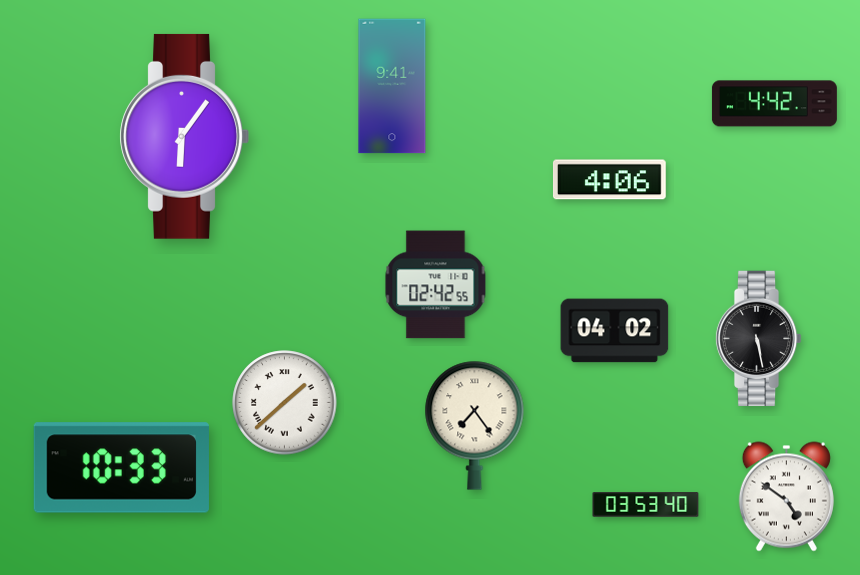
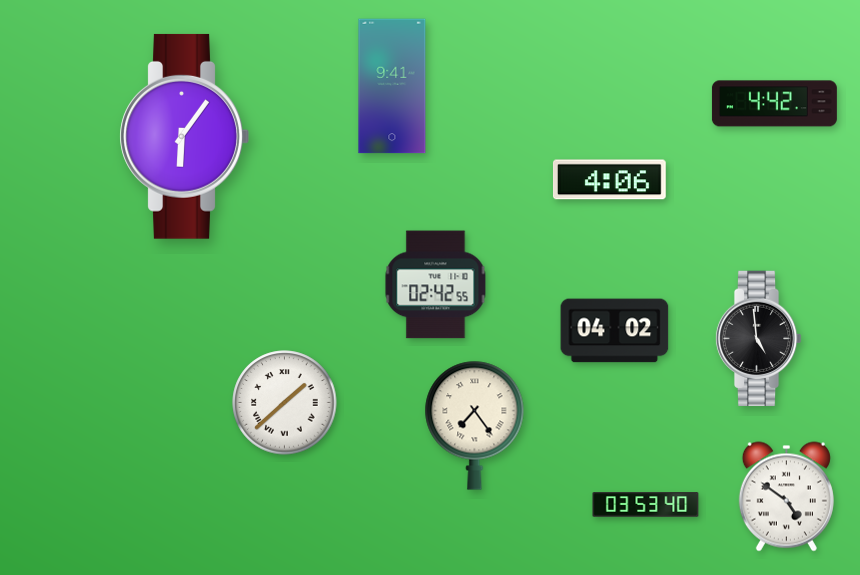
clock at (758, 339): 5:28 -> 4:59
clock at (121, 468): 10:33 -> none
